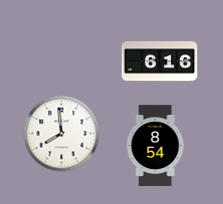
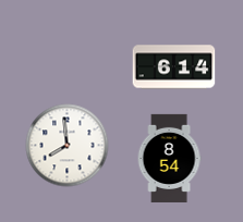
clock at (160, 62): 6:16 -> 6:14
